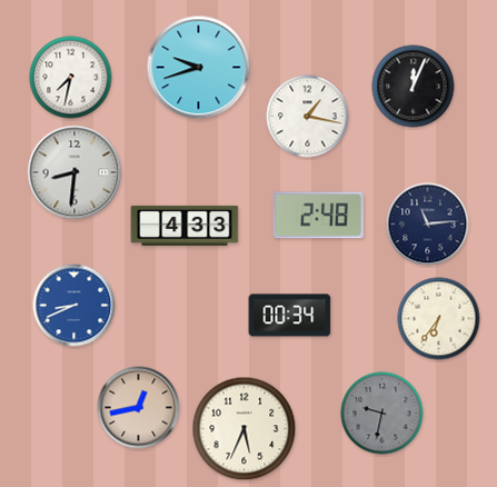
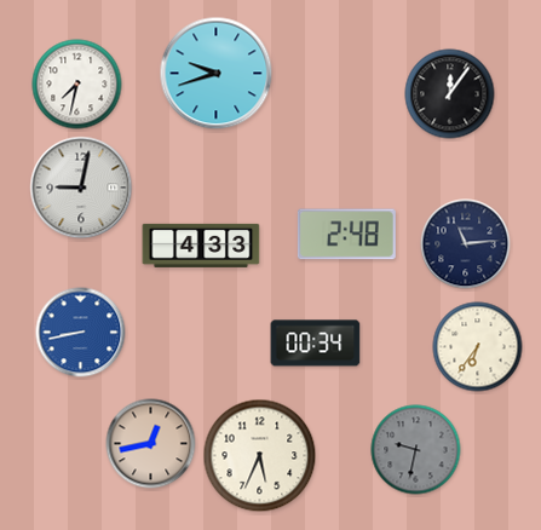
clock at (414, 87): 12:04 -> 12:06
clock at (308, 117): 1:17 -> none
clock at (74, 172): 8:31 -> 9:02
clock at (74, 306): 8:41 -> 8:43
clock at (245, 429) position: (245, 429) -> (260, 456)
